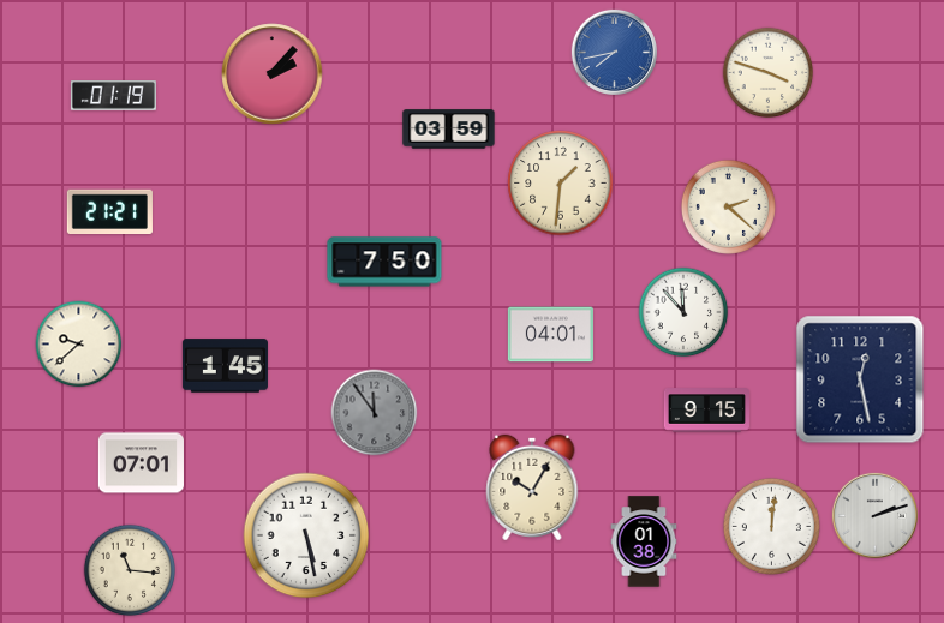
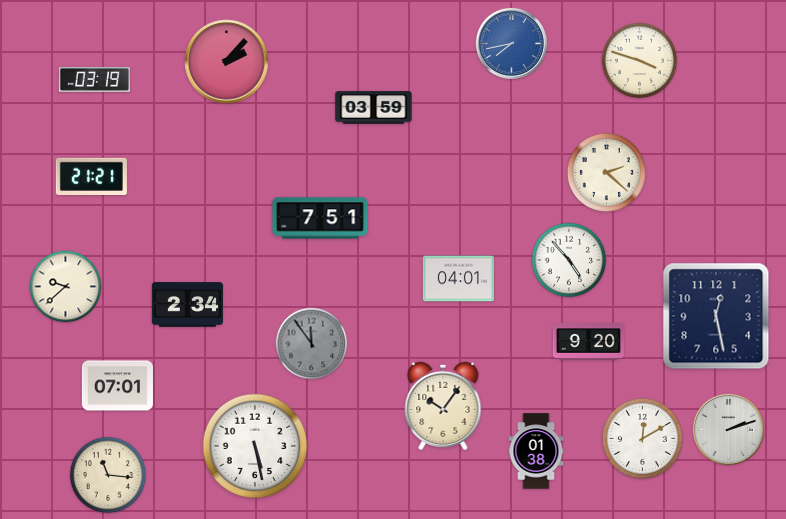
clock at (113, 96): 01:19 -> 03:19
clock at (561, 184): 1:31 -> none
clock at (384, 262): 7:50 -> 7:51
clock at (683, 312): 11:53 -> 4:53
clock at (225, 366): 1:45 -> 2:34
clock at (706, 411): 9:15 -> 9:20
clock at (532, 486): 10:05 -> 10:06
clock at (771, 526): 12:01 -> 12:10
